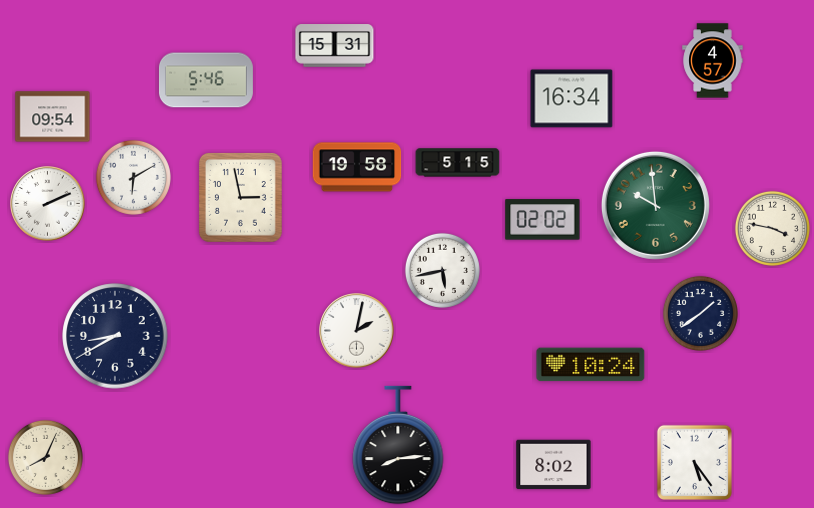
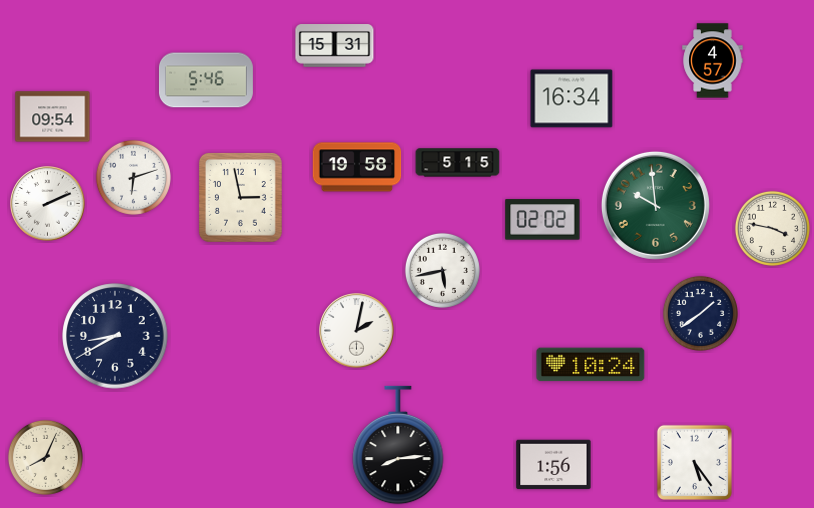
clock at (133, 177): 6:10 -> 6:12
clock at (554, 465): 8:02 -> 1:56
